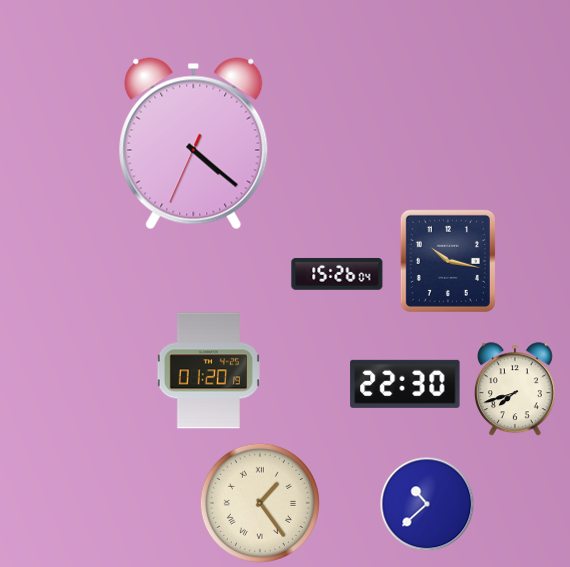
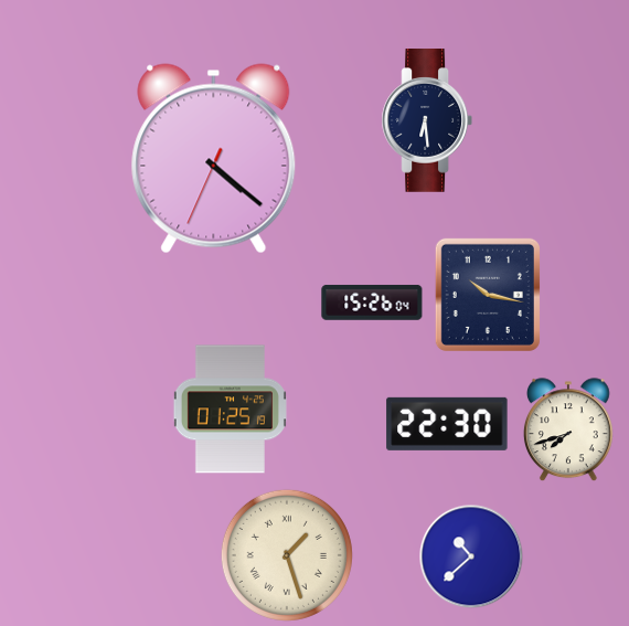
clock at (426, 121): none -> 6:29
clock at (448, 261) position: (448, 261) -> (488, 295)
clock at (208, 371): 01:20 -> 01:25
clock at (260, 503): 1:24 -> 1:27
